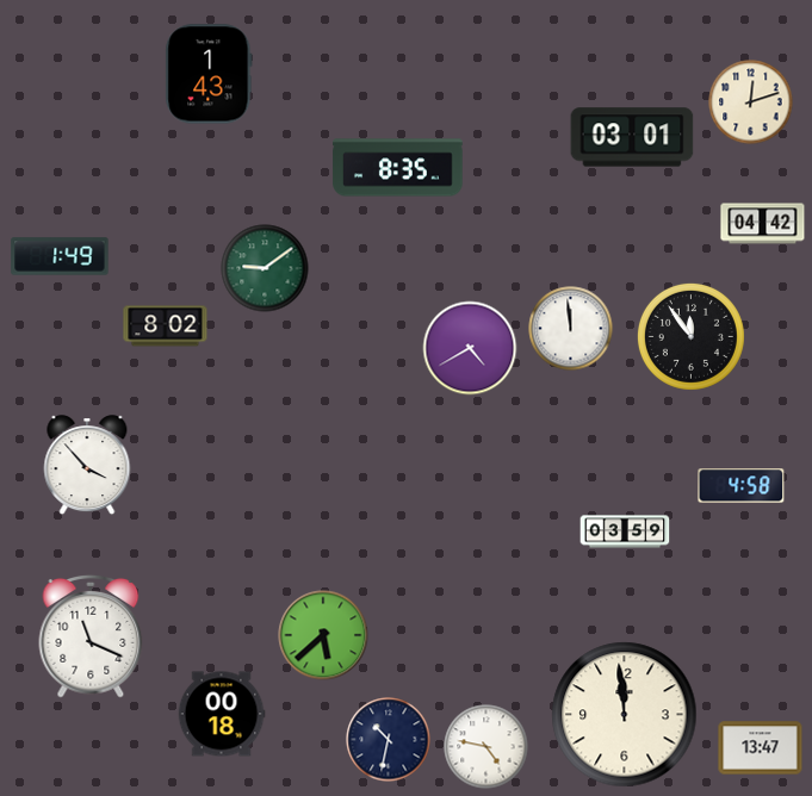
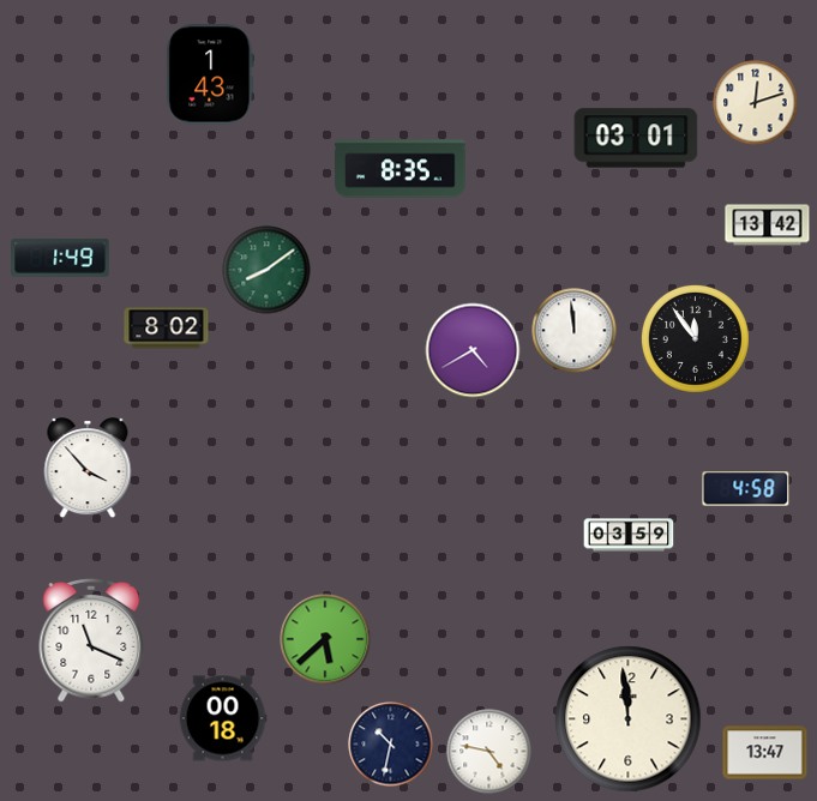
clock at (763, 224): 04:42 -> 13:42
clock at (265, 268): 9:09 -> 8:09
